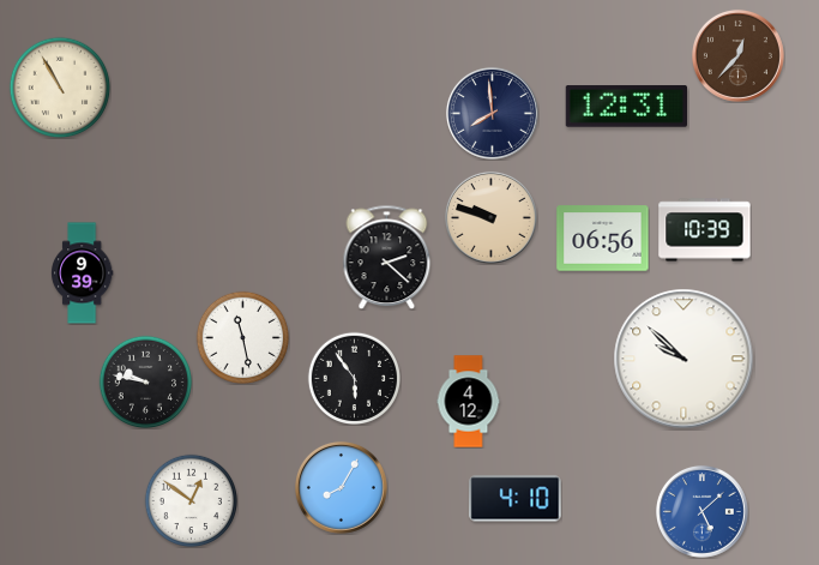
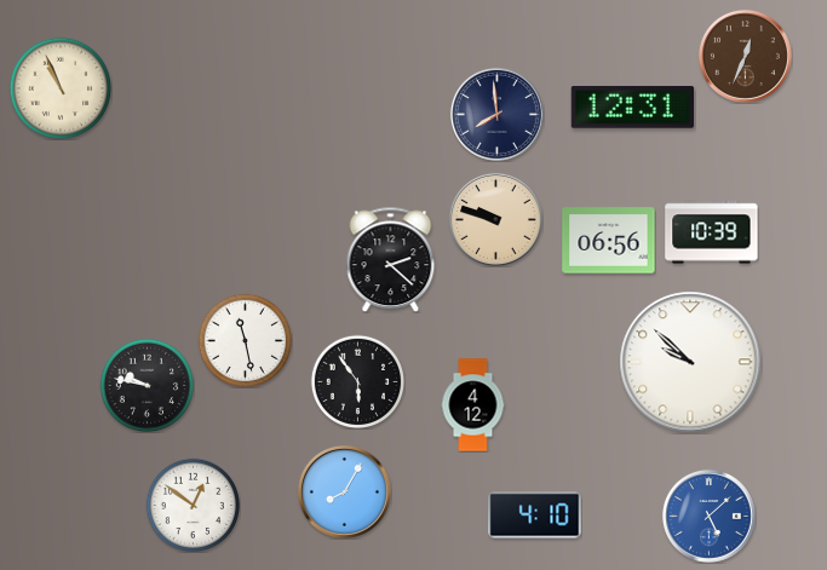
clock at (737, 55): 12:37 -> 12:34
clock at (60, 88): 10:55 -> 10:56
clock at (83, 274): 9:39 -> none
clock at (516, 499) position: (516, 499) -> (535, 516)
